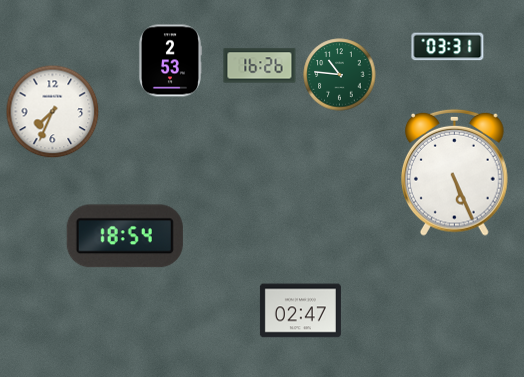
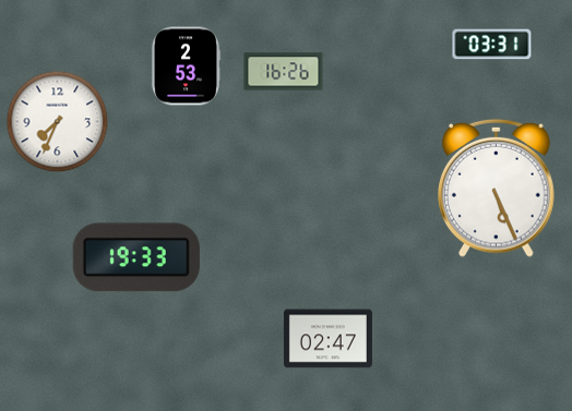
clock at (448, 47) position: (448, 47) -> (492, 45)
clock at (340, 75): 10:46 -> none
clock at (125, 236): 18:54 -> 19:33
